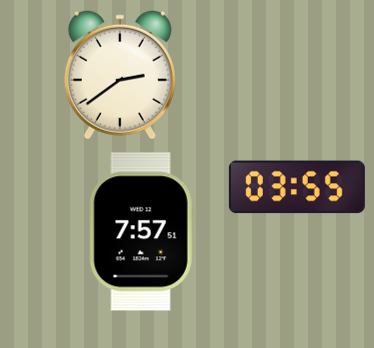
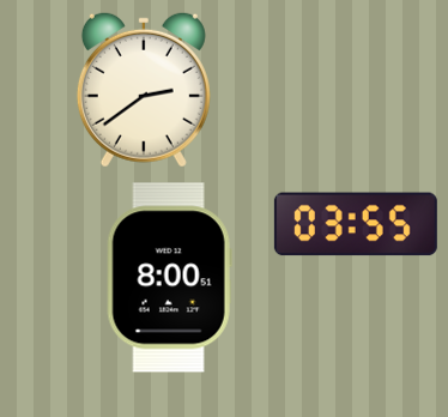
clock at (141, 232): 7:57 -> 8:00
